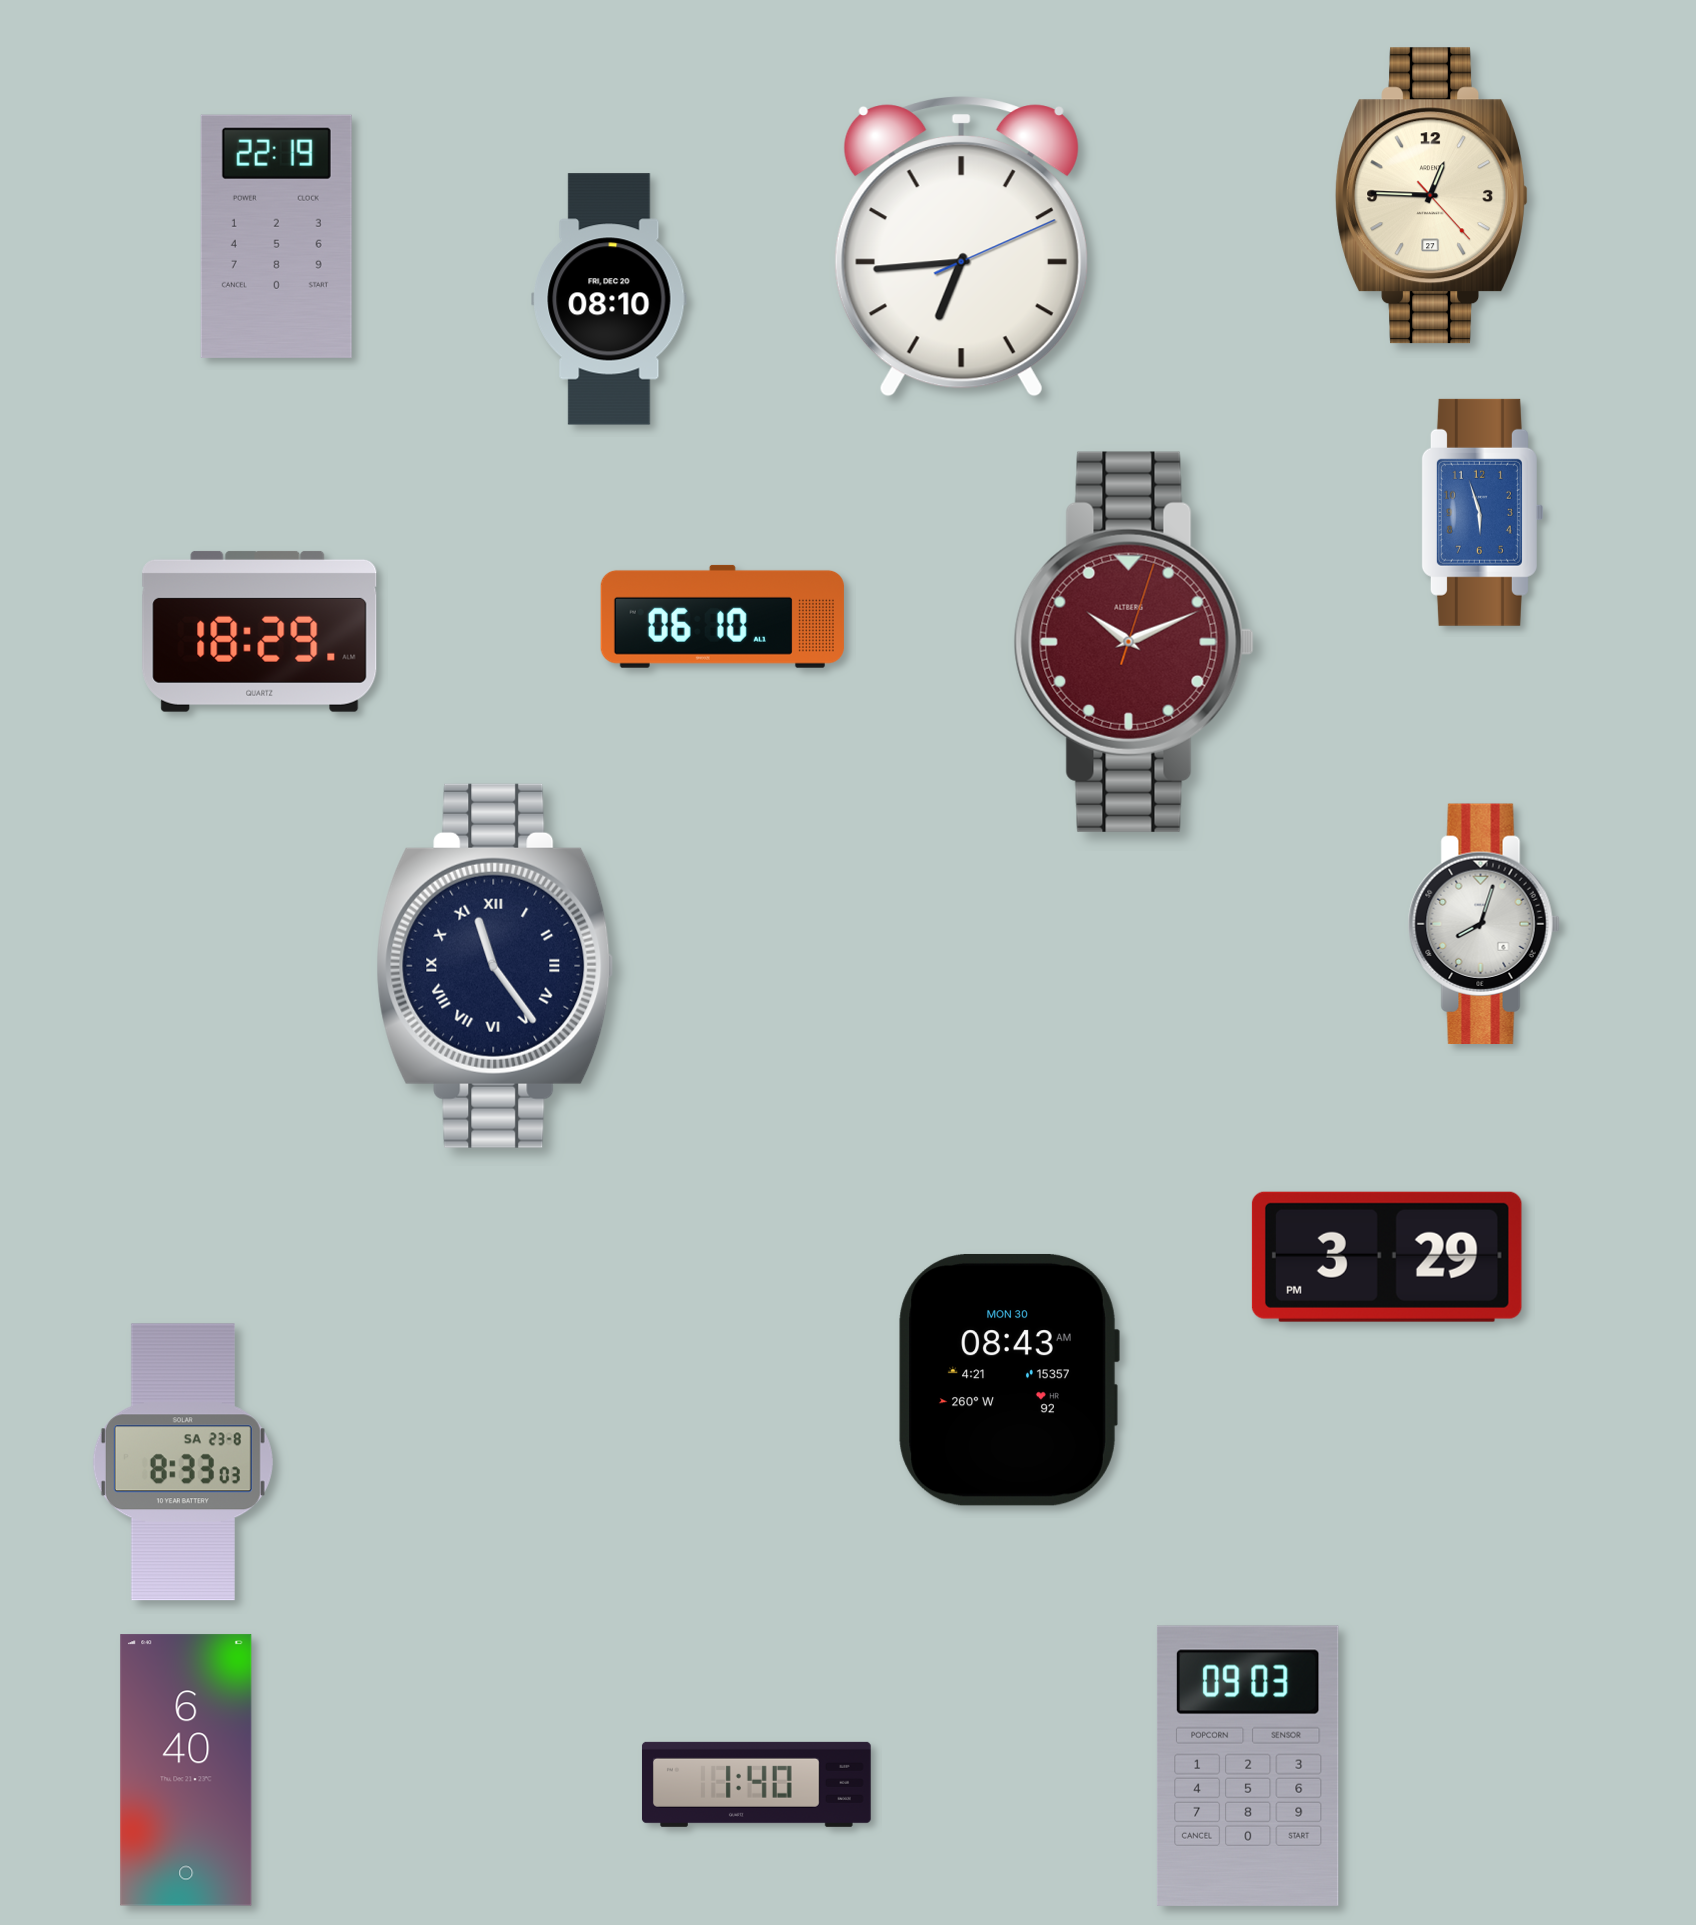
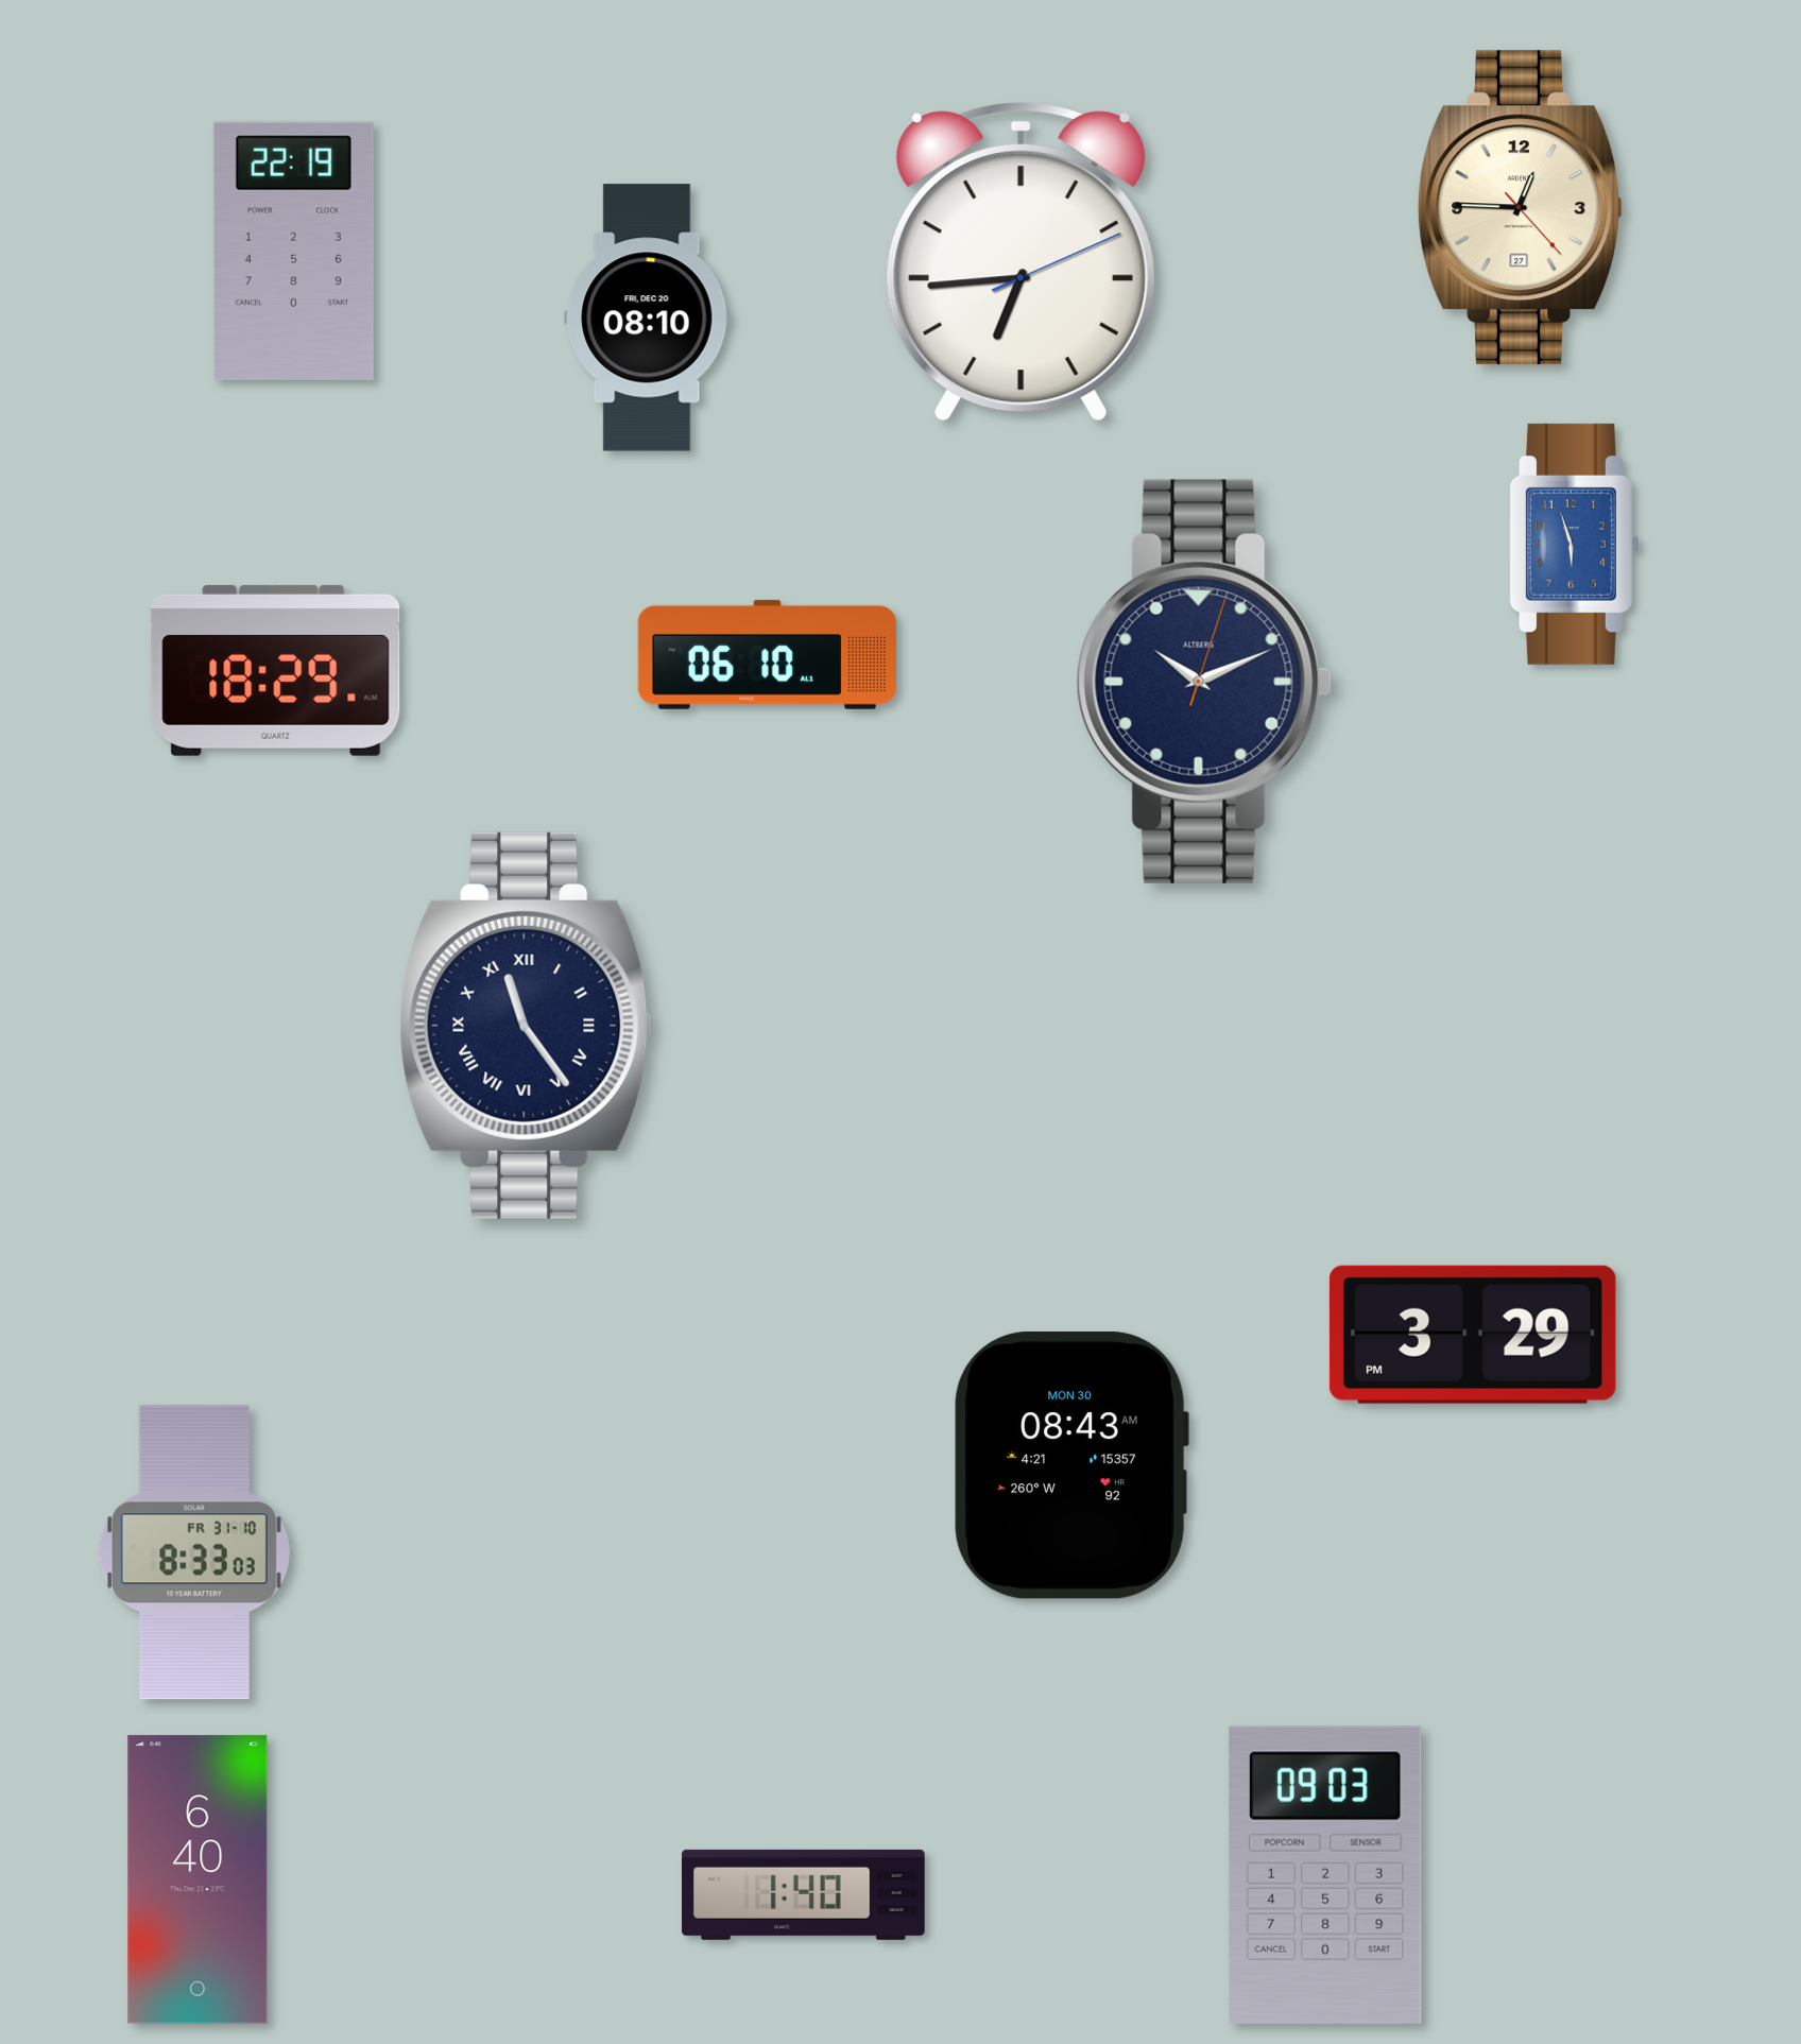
clock at (1134, 642) dial: burgundy -> navy
clock at (1484, 923): 8:03 -> none
clock at (183, 1462) date: SA 23-8 -> FR 31-10
